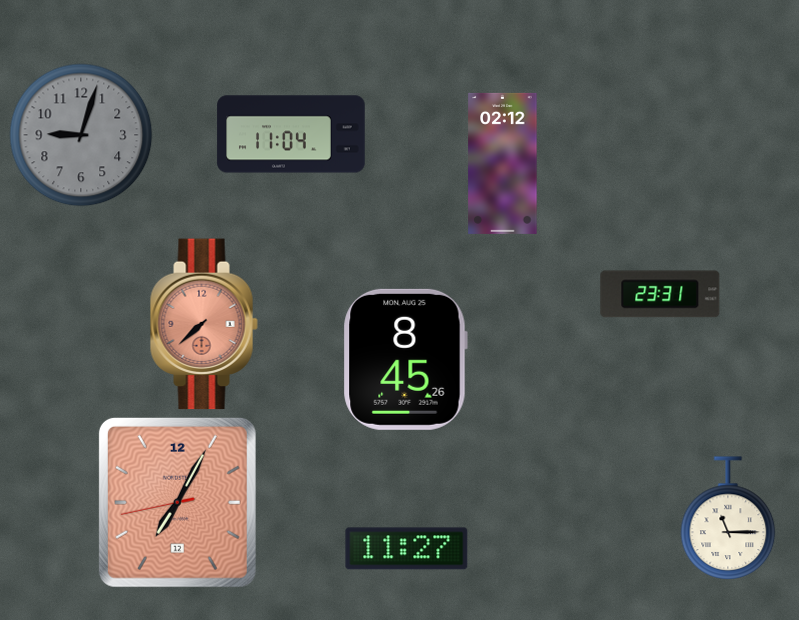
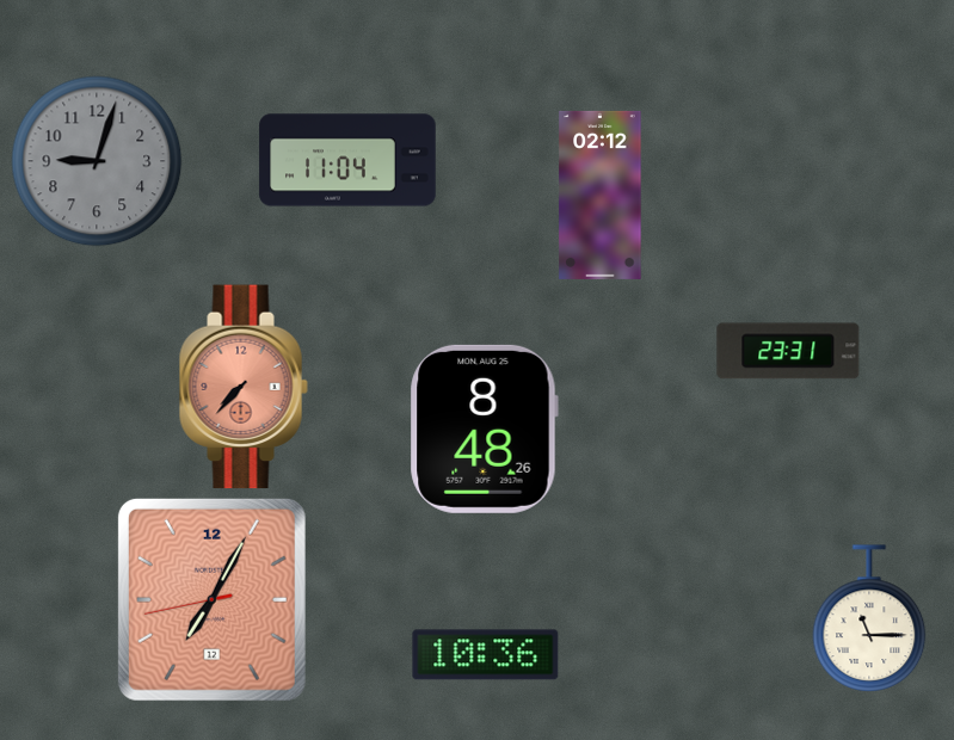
clock at (204, 324): 7:38 -> 7:37
clock at (405, 359): 8:45 -> 8:48
clock at (407, 549): 11:27 -> 10:36
